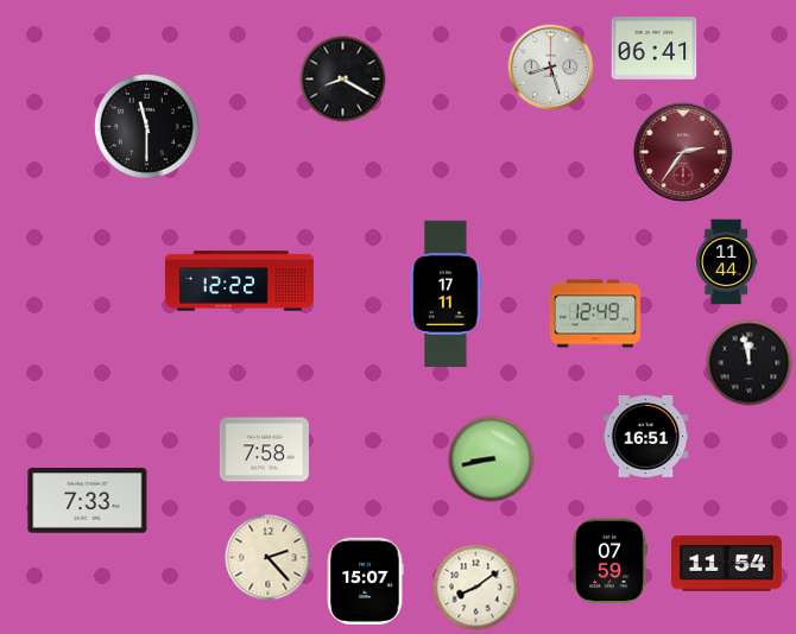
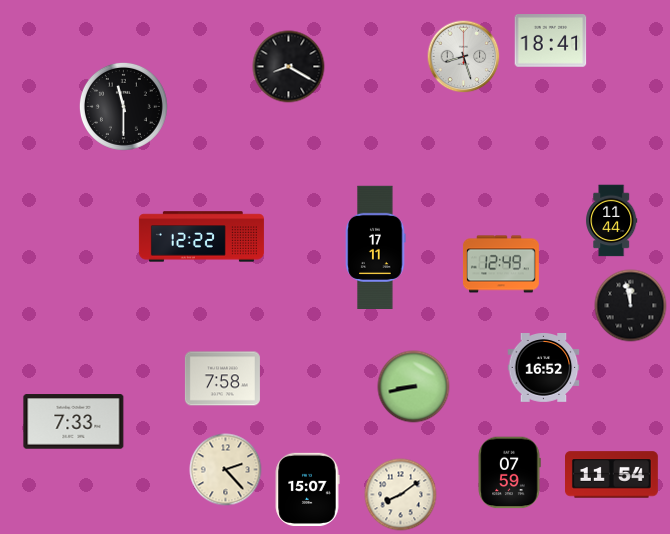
clock at (655, 49): 06:41 -> 18:41
clock at (683, 152): 2:36 -> none
clock at (646, 437): 16:51 -> 16:52
clock at (609, 562) position: (609, 562) -> (509, 473)
